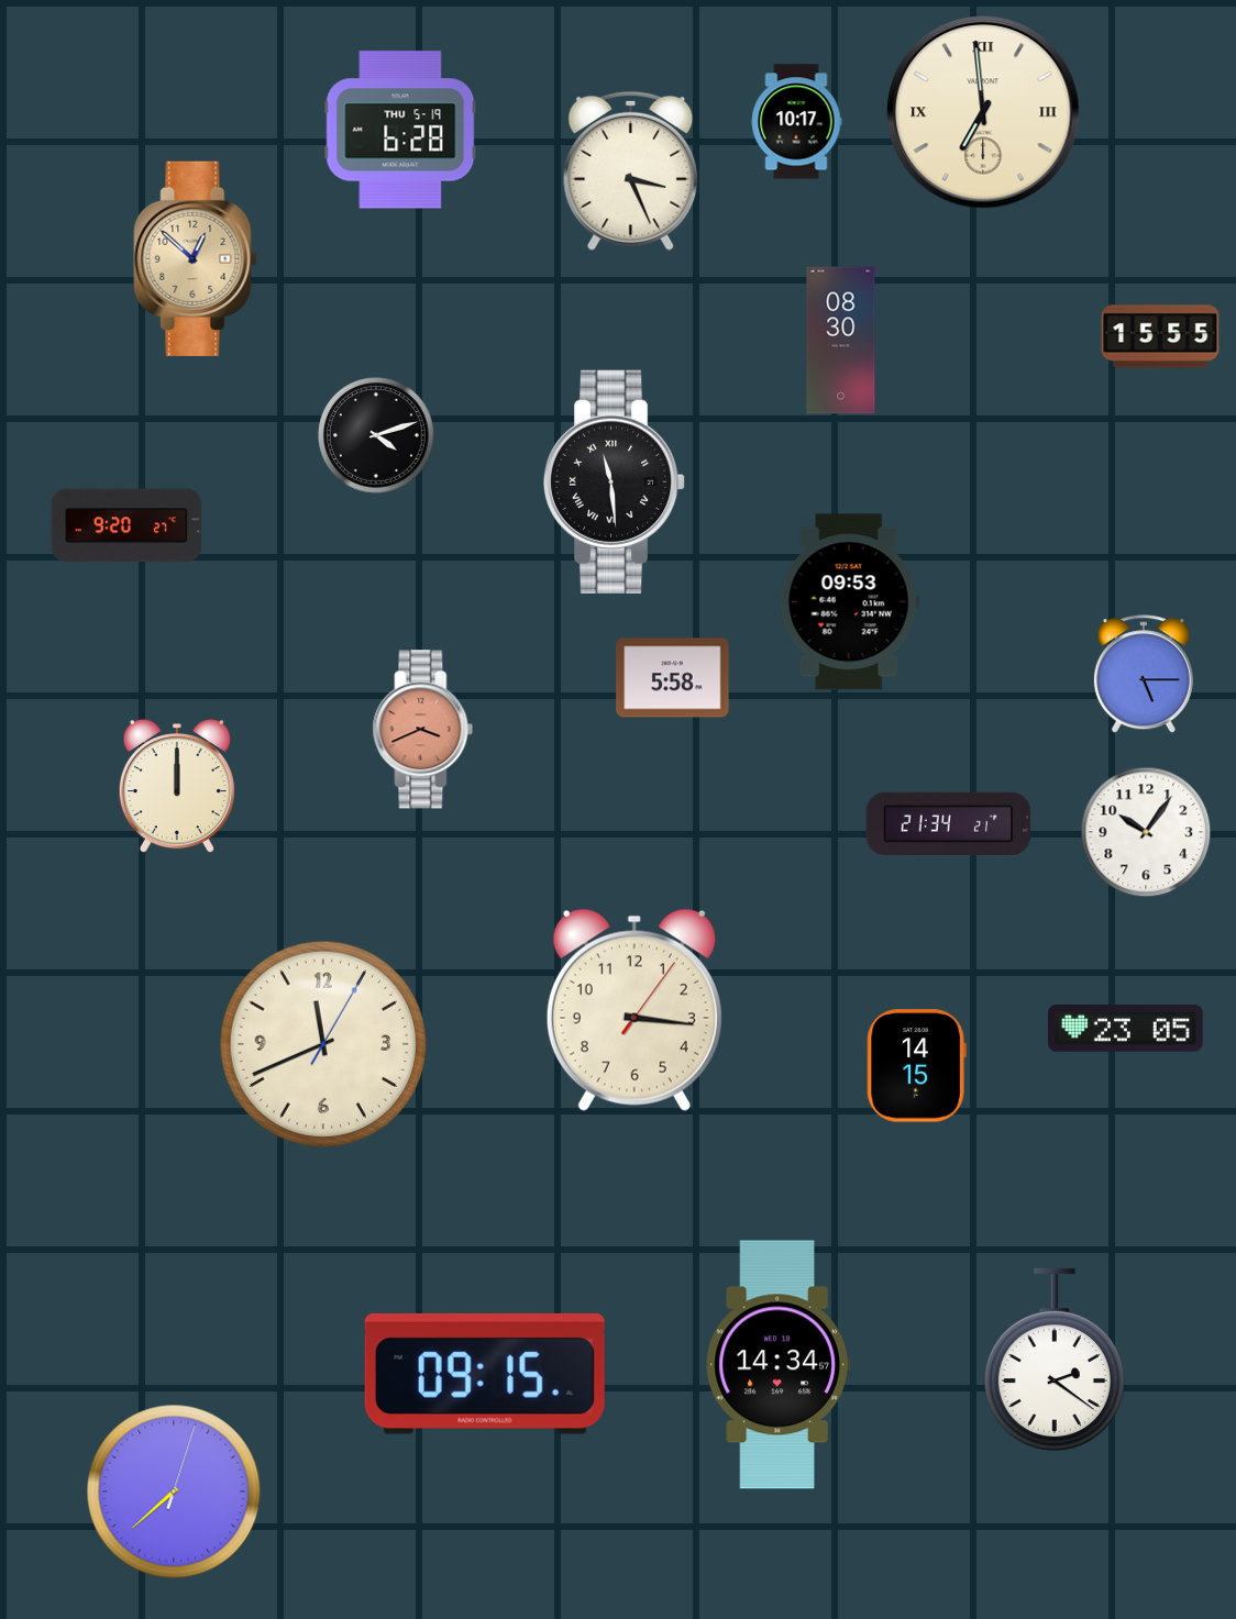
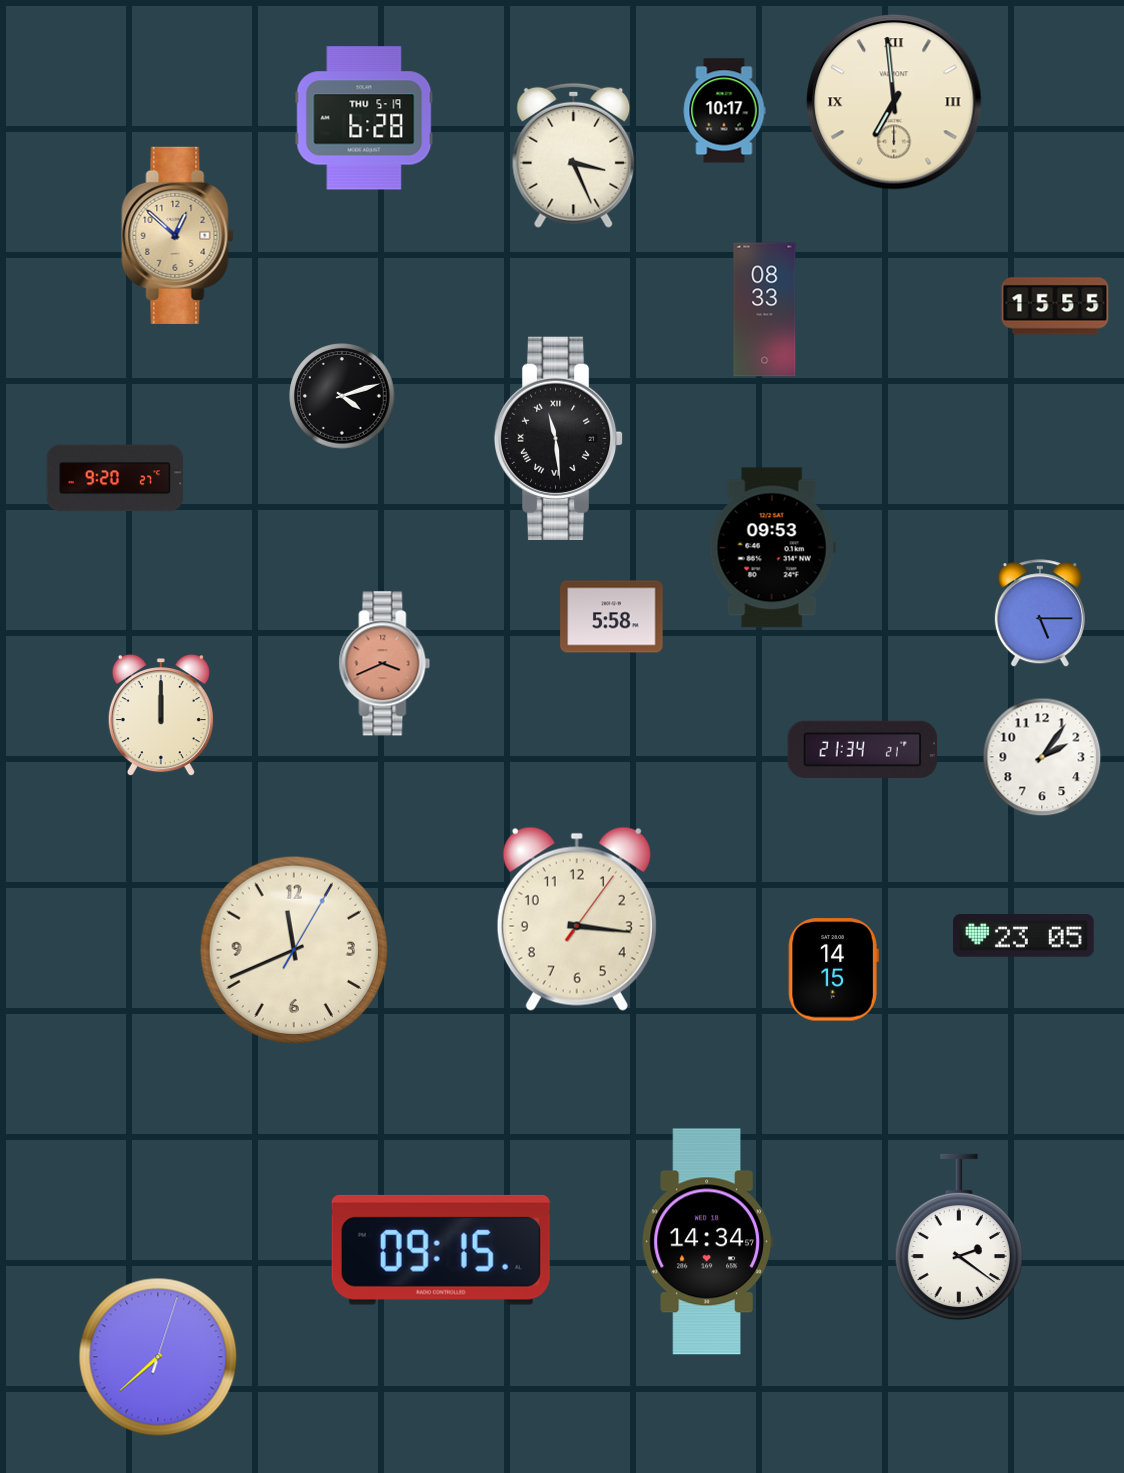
clock at (841, 341): 08:30 -> 08:33
clock at (1146, 832): 10:06 -> 2:06
